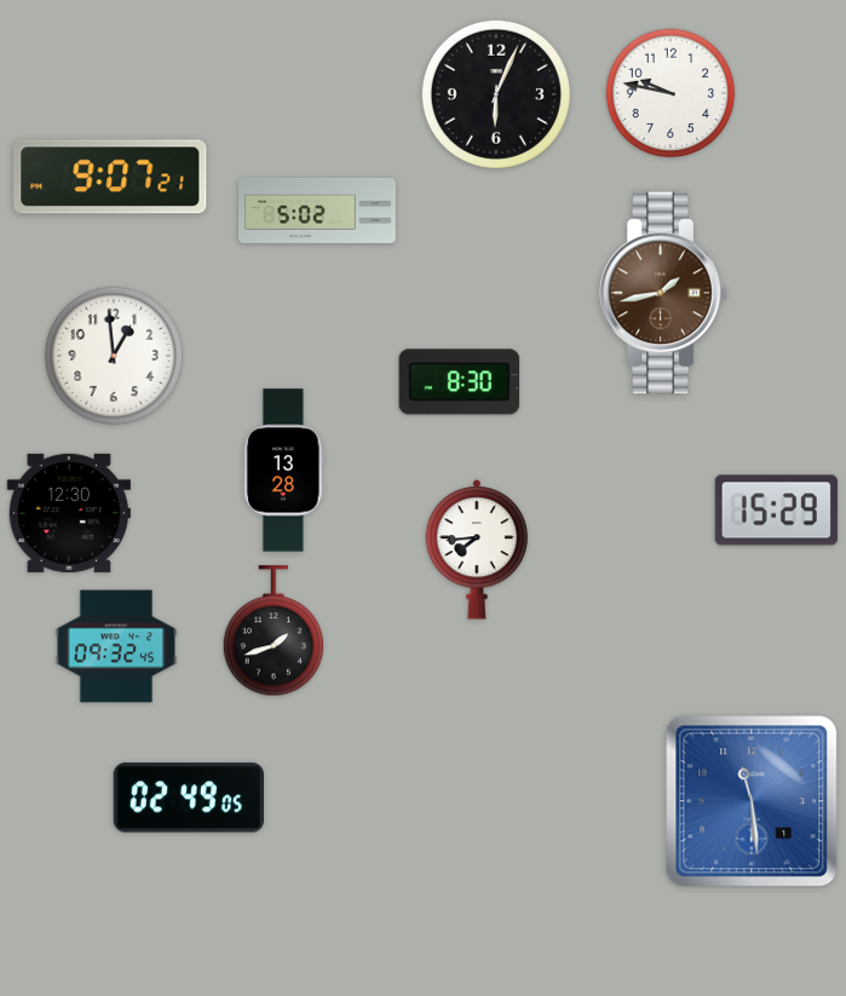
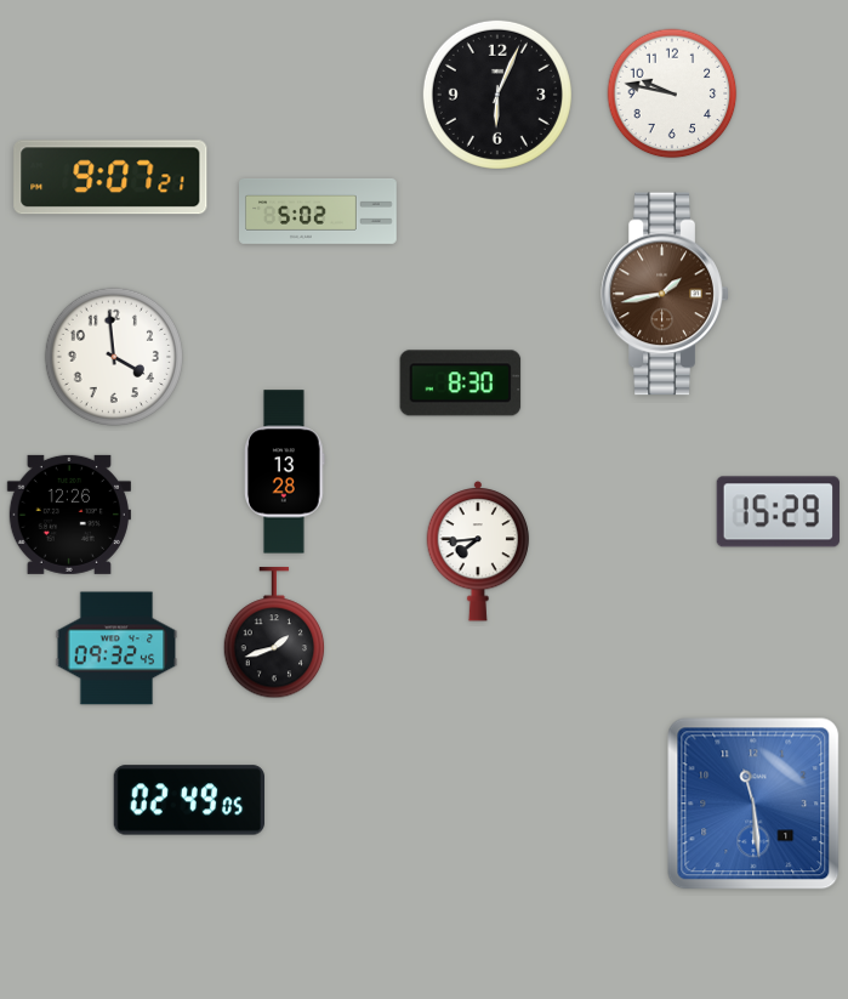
clock at (114, 356): 12:59 -> 3:59
clock at (69, 513): 12:30 -> 12:26
